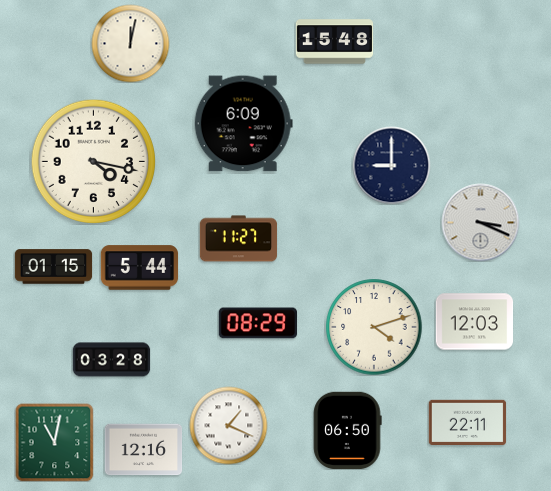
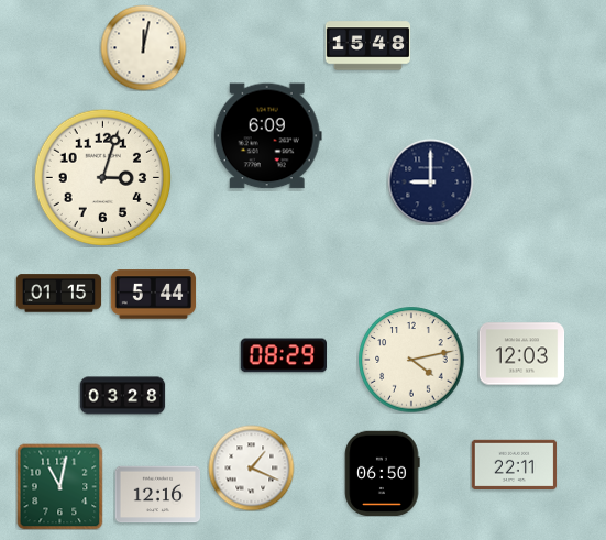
clock at (93, 161): 4:17 -> 3:03
clock at (480, 222): 3:19 -> none
clock at (238, 239): 11:27 -> none
clock at (374, 327): 4:12 -> 4:13
